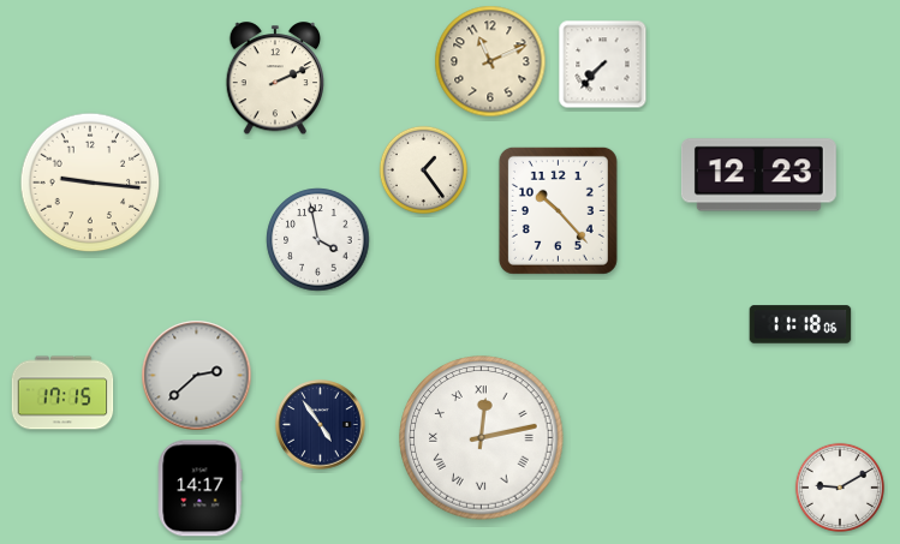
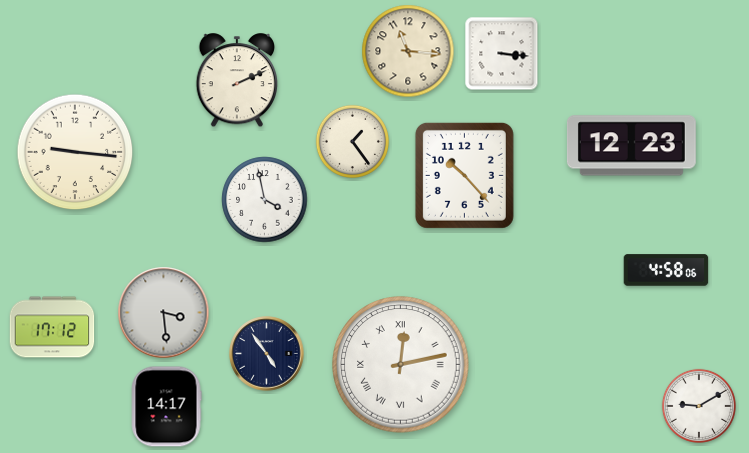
clock at (490, 61): 11:11 -> 11:16
clock at (603, 65): 7:37 -> 3:16
clock at (274, 79) position: (274, 79) -> (236, 81)
clock at (800, 324): 11:18 -> 4:58
clock at (197, 376): 2:38 -> 3:29
clock at (62, 393): 17:15 -> 17:12
